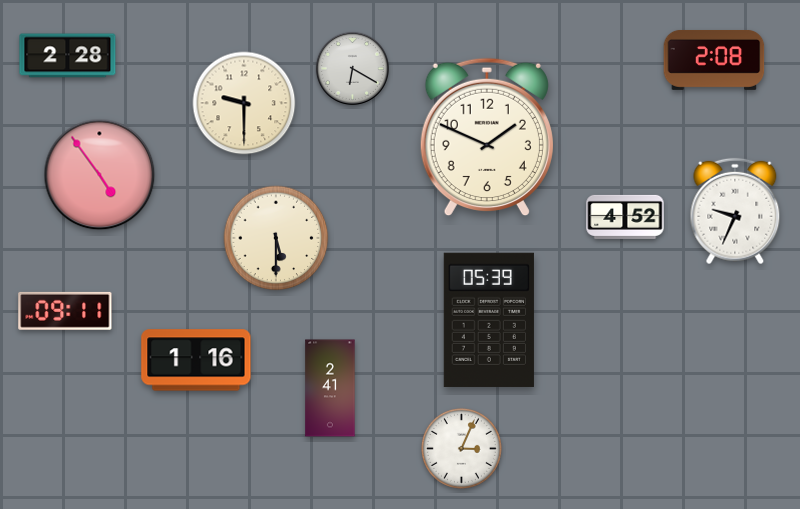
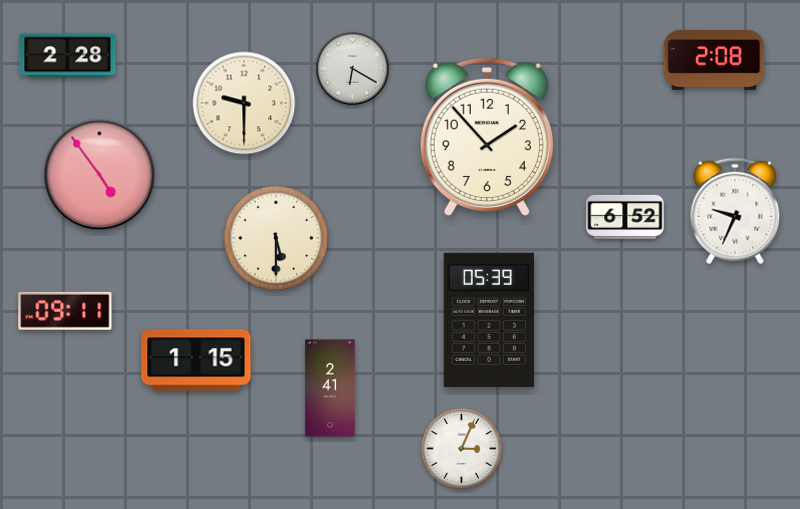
clock at (487, 137): 1:49 -> 1:53
clock at (625, 217): 4:52 -> 6:52
clock at (196, 360): 1:16 -> 1:15
